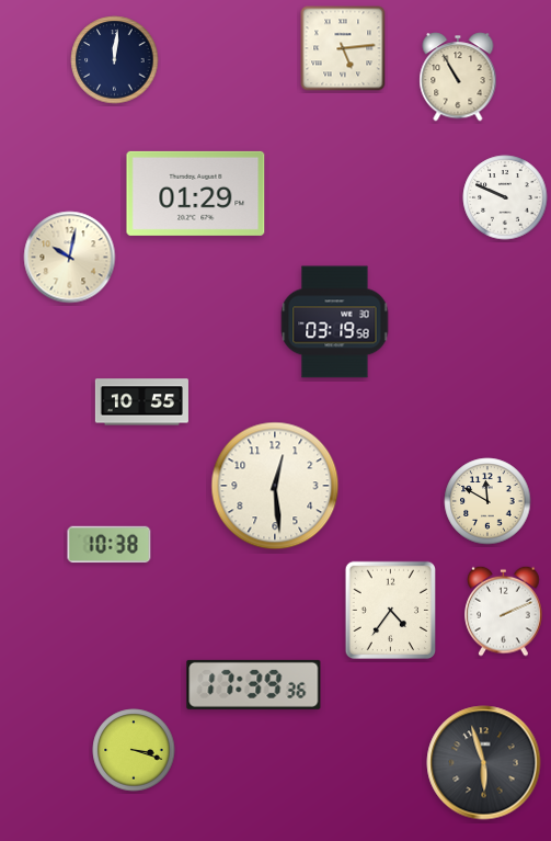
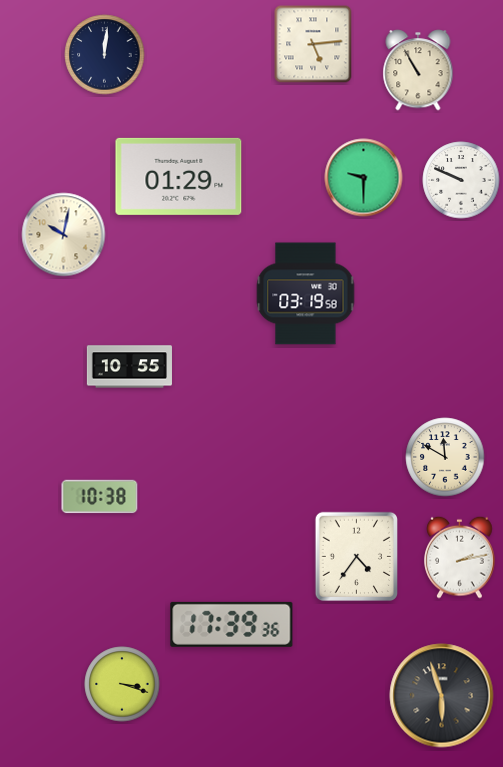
clock at (364, 178): none -> 9:30
clock at (275, 486): 12:29 -> none
clock at (504, 611): 2:11 -> 2:13
